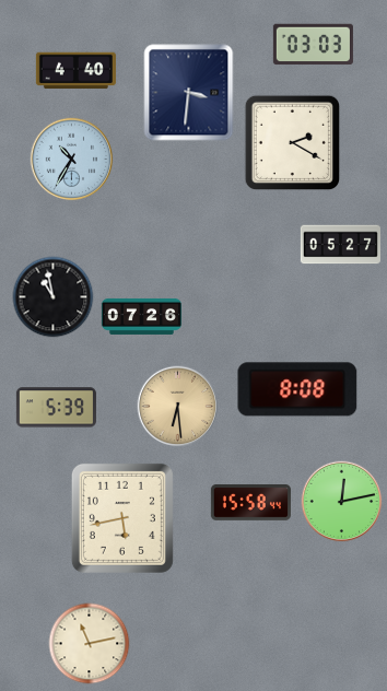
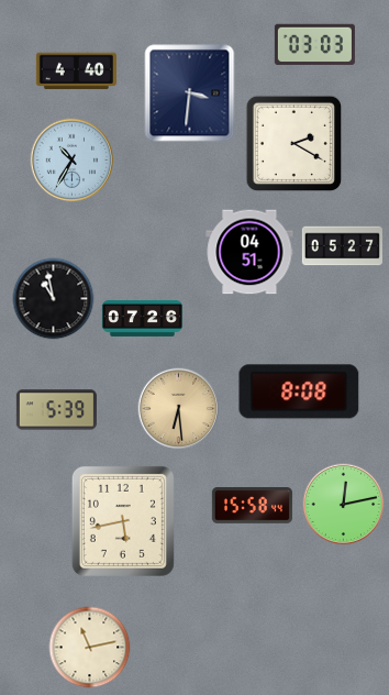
clock at (249, 252): none -> 04:51
